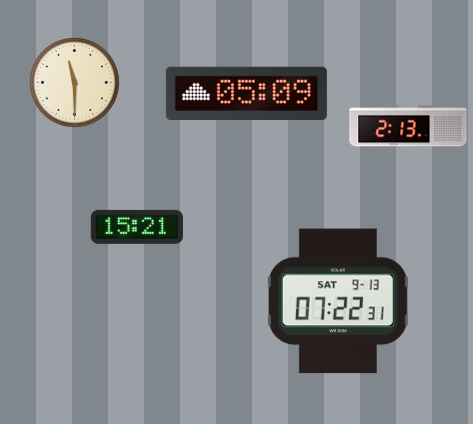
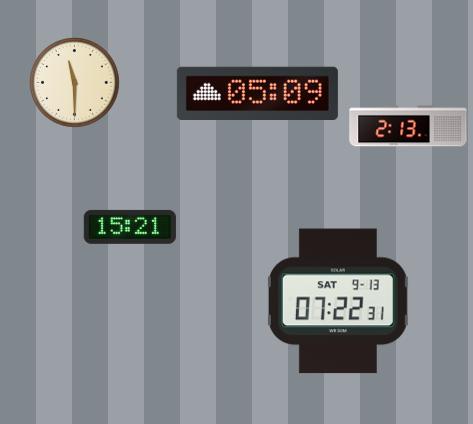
clock at (246, 93) position: (246, 93) -> (257, 93)
clock at (137, 227) position: (137, 227) -> (130, 227)
